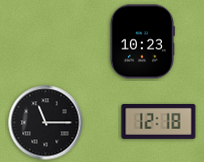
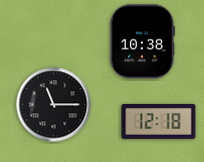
clock at (142, 42): 10:23 -> 10:38
clock at (46, 123) position: (46, 123) -> (54, 105)
